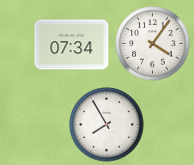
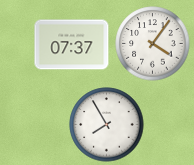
clock at (72, 45): 07:34 -> 07:37
